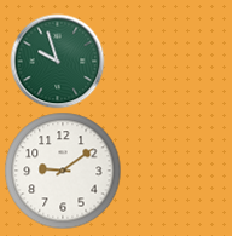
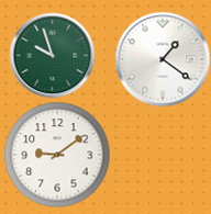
clock at (163, 59): none -> 1:21
